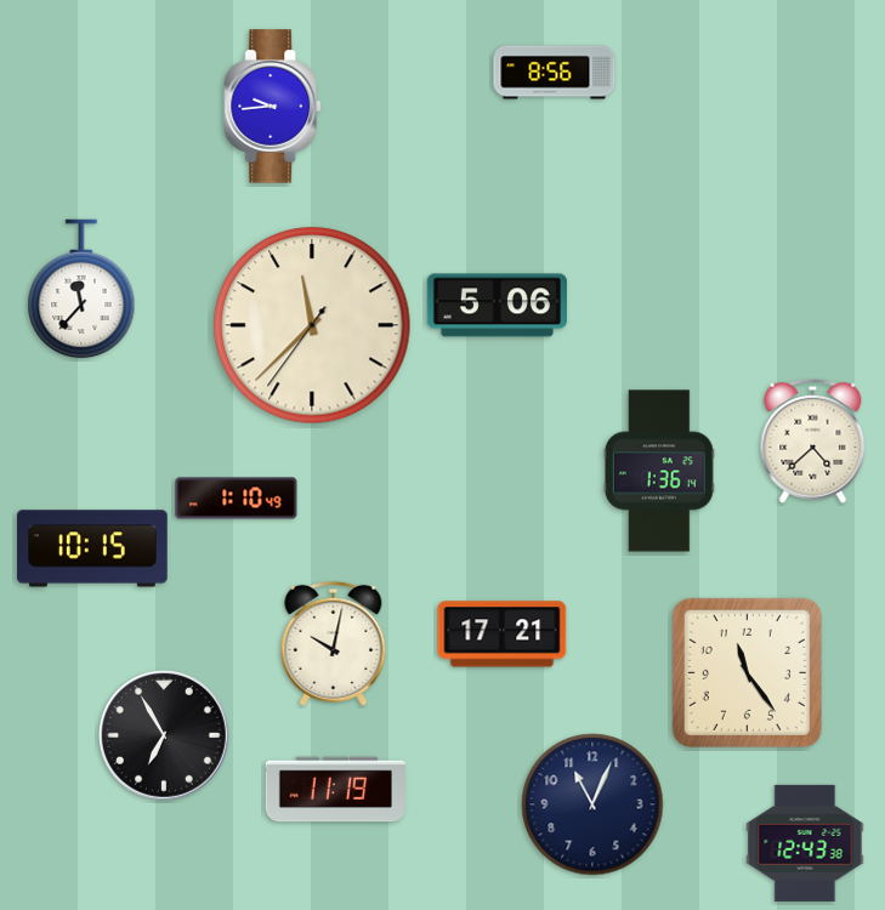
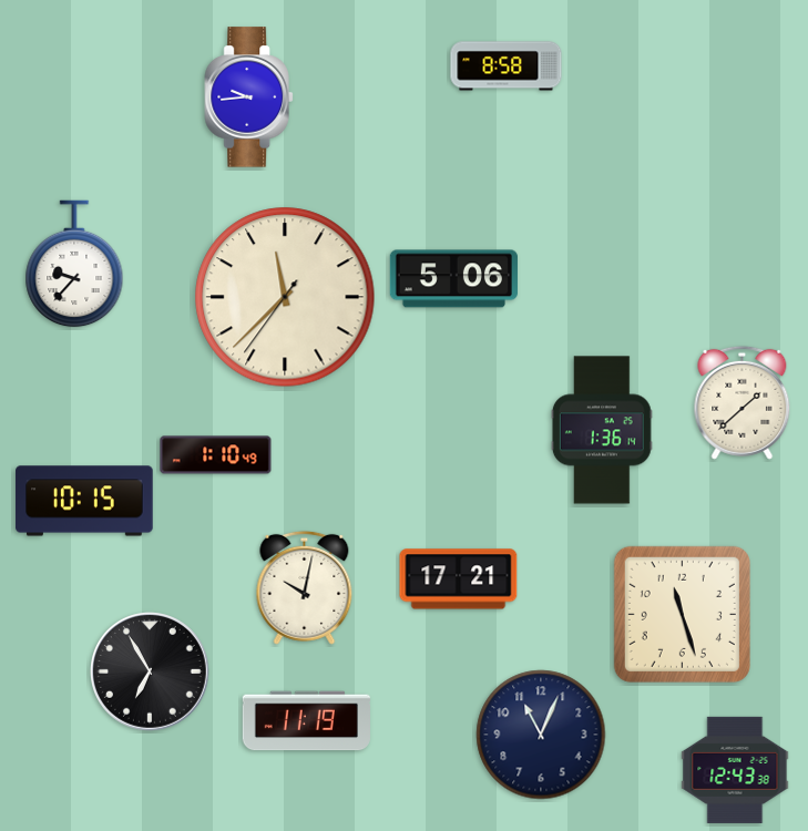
clock at (555, 73): 8:56 -> 8:58
clock at (81, 289): 11:37 -> 9:37
clock at (813, 440): 4:38 -> 1:38
clock at (747, 672): 11:24 -> 11:27
